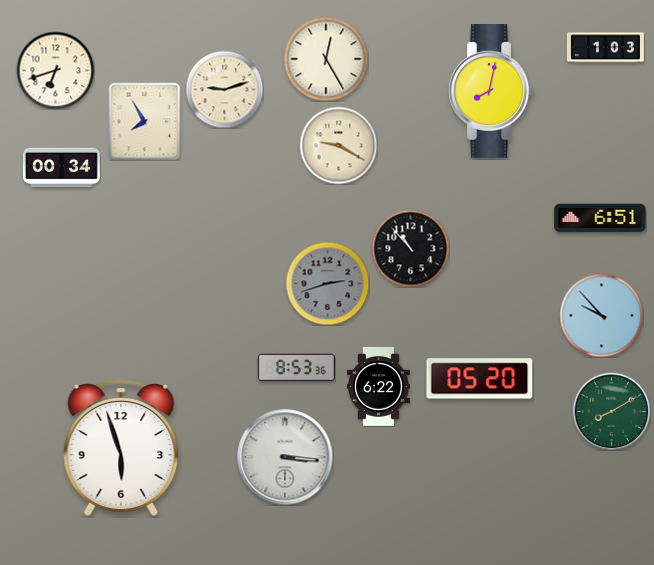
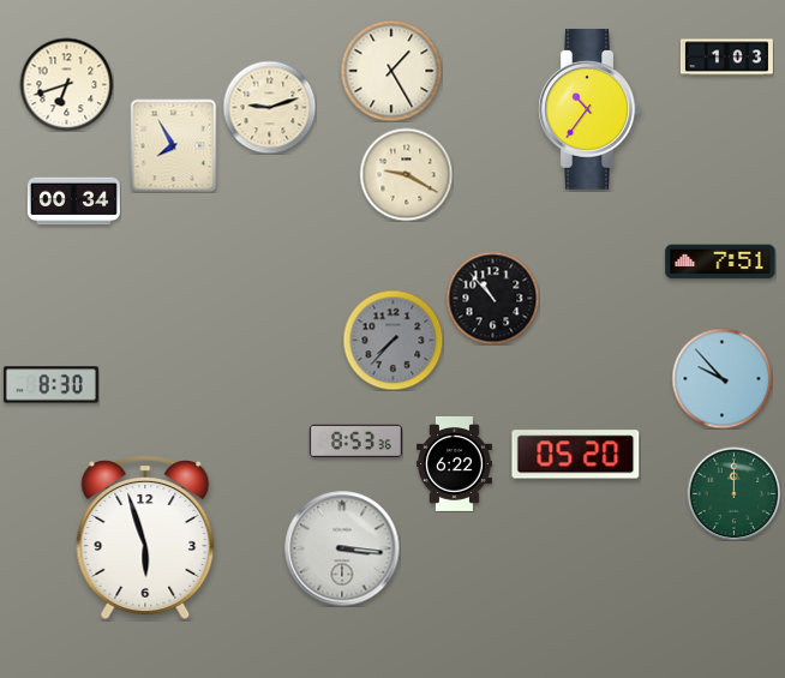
clock at (326, 59): 12:25 -> 1:25
clock at (491, 92): 8:02 -> 10:36
clock at (600, 218): 6:51 -> 7:51
clock at (327, 283): 2:42 -> 7:37
clock at (50, 385): none -> 8:30
clock at (611, 411): 8:10 -> 12:00
